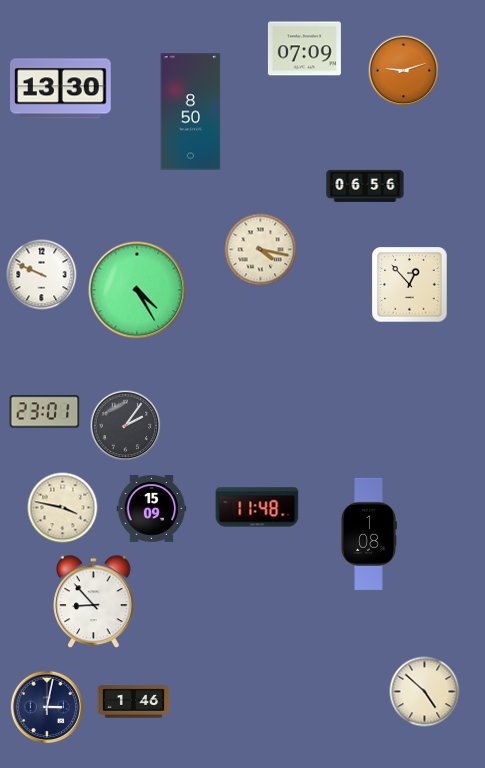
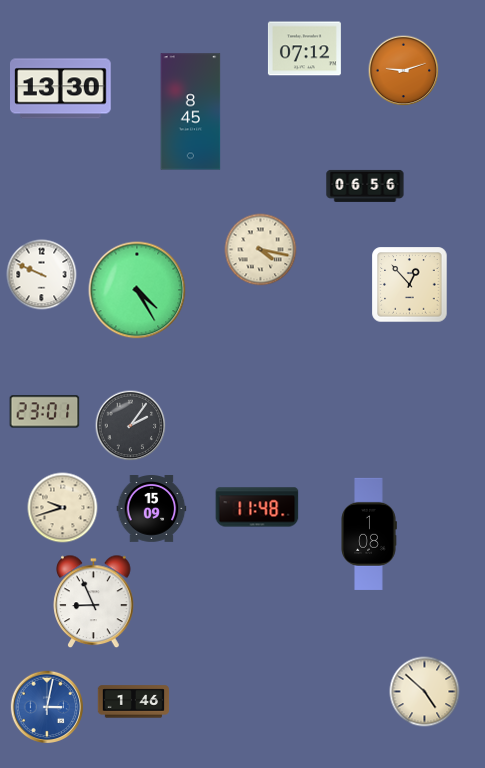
clock at (304, 49): 07:09 -> 07:12
clock at (191, 112): 8:50 -> 8:45
clock at (126, 426) position: (126, 426) -> (131, 426)
clock at (63, 508): 3:47 -> 9:42
clock at (94, 602): 8:53 -> 8:56
clock at (47, 707) dial: navy -> blue
